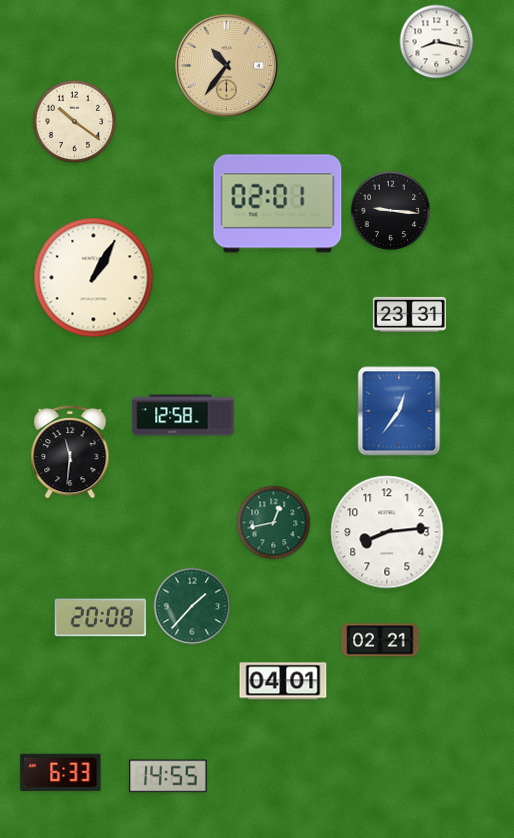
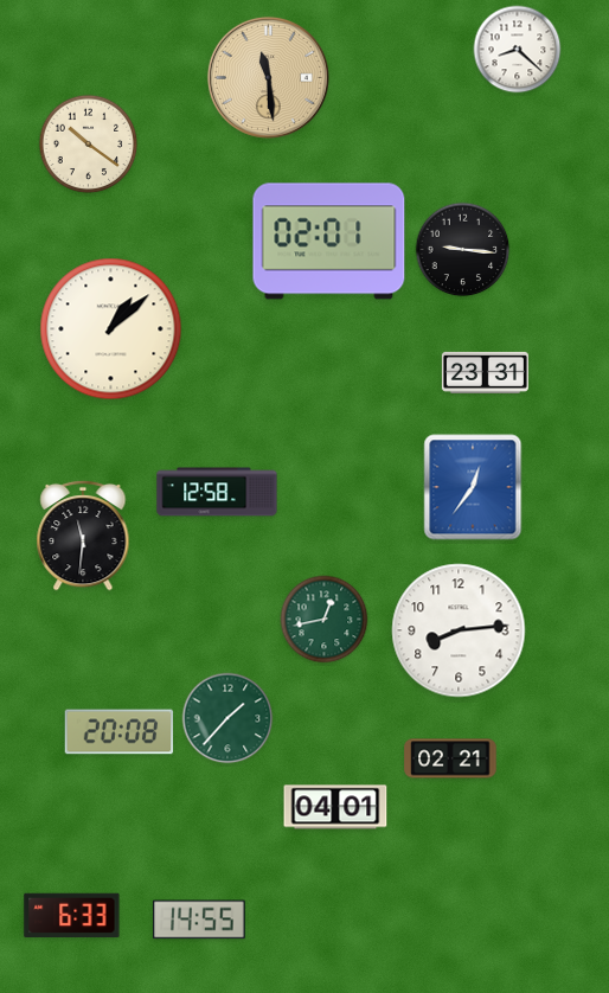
clock at (437, 42): 8:17 -> 8:22
clock at (226, 65): 10:36 -> 11:29
clock at (94, 278): 1:05 -> 1:08
